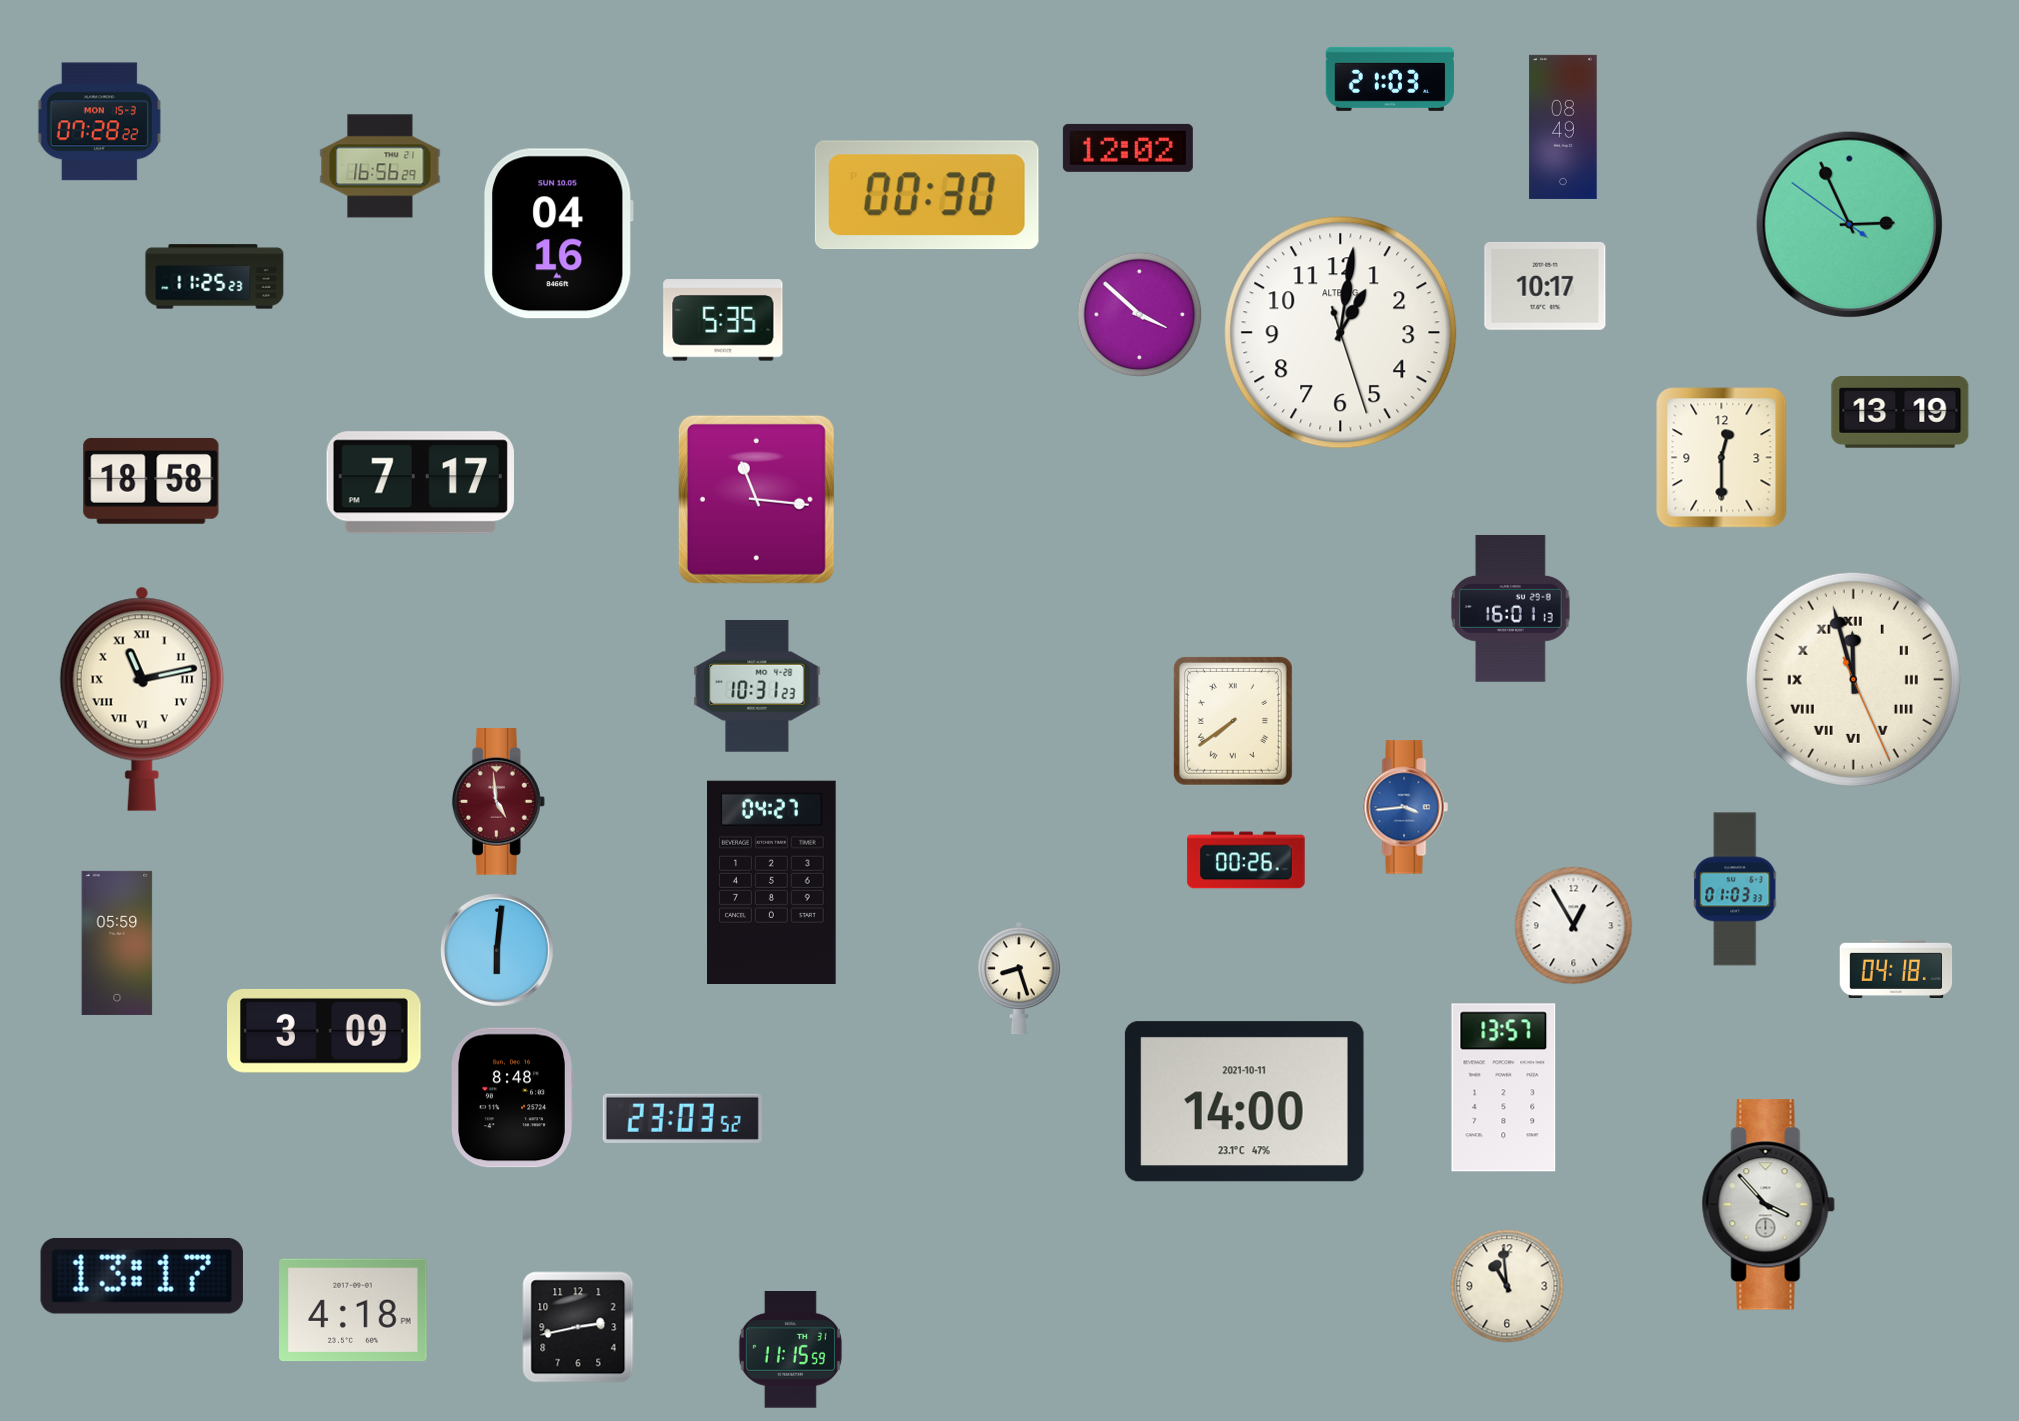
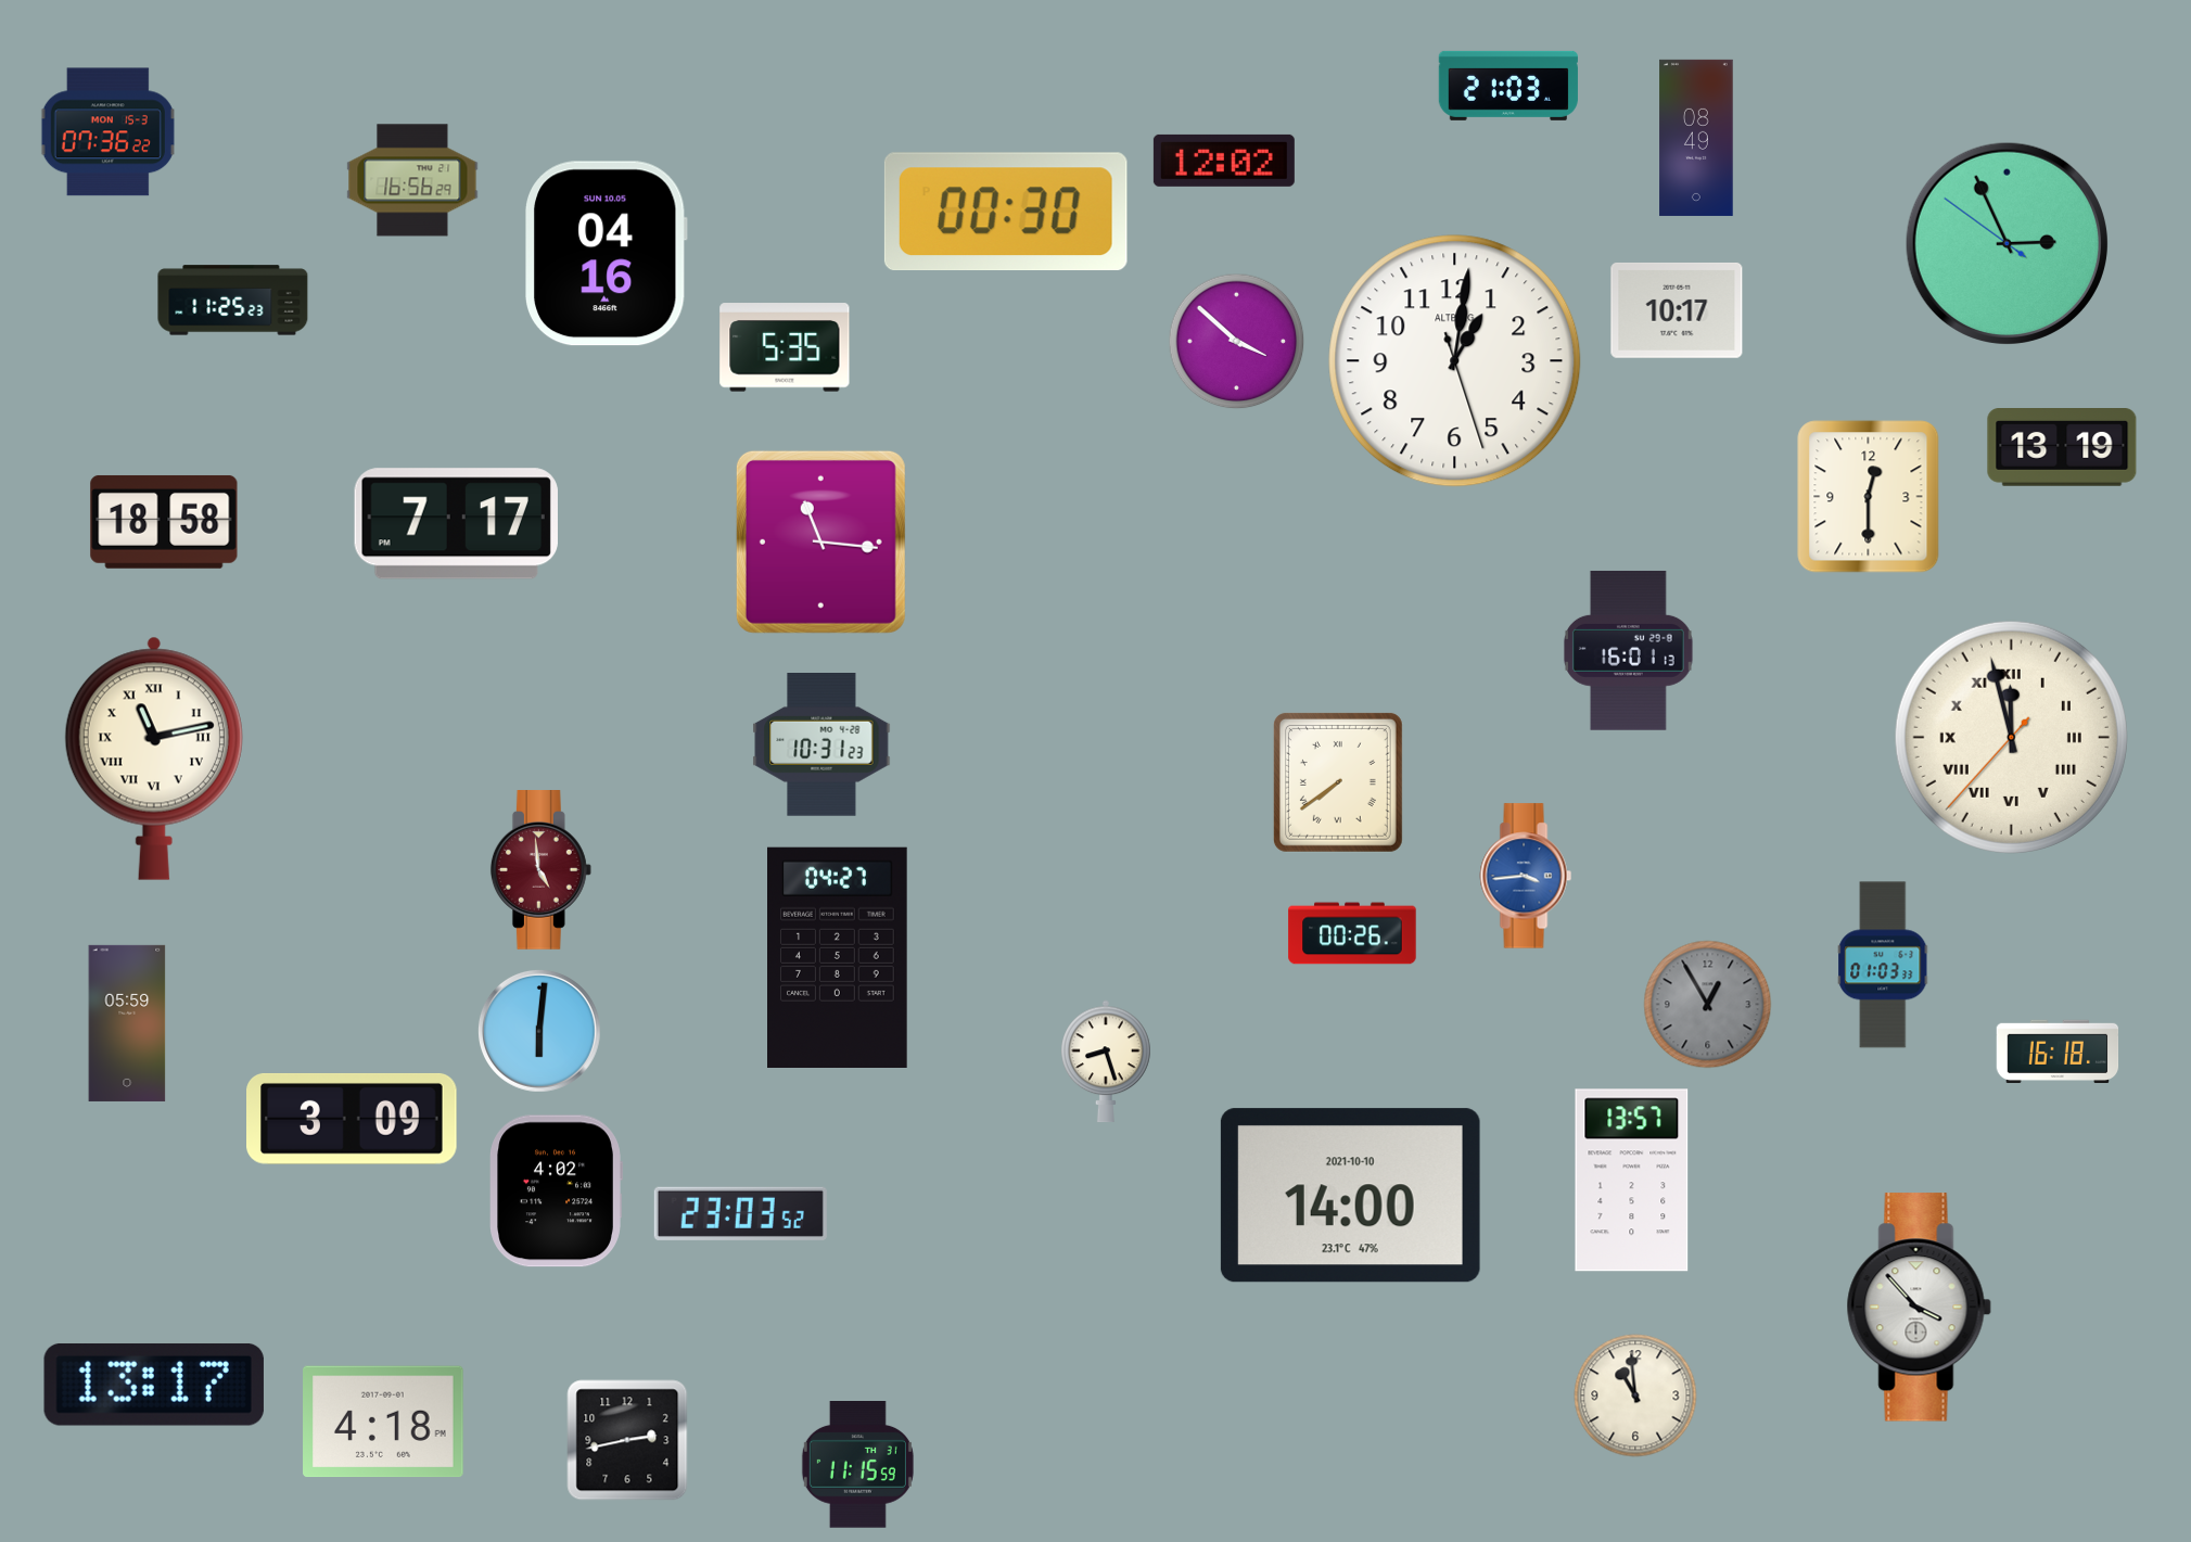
clock at (99, 122): 07:28 -> 07:36
clock at (1510, 608) position: (1510, 608) -> (1628, 650)
clock at (1853, 679): 11:57:26 -> 11:57:37
clock at (1574, 926) dial: white -> grey
clock at (1896, 968): 04:18 -> 16:18
clock at (512, 1098): 8:48 -> 4:02
clock at (1244, 1102) date: 2021-10-11 -> 2021-10-10
